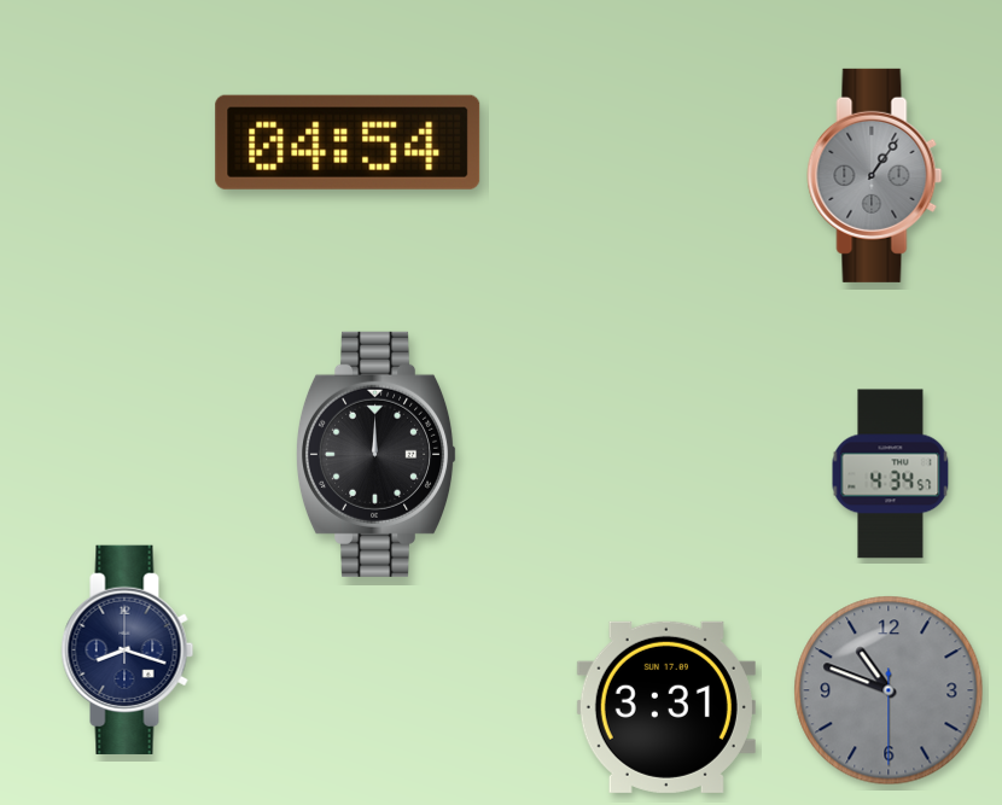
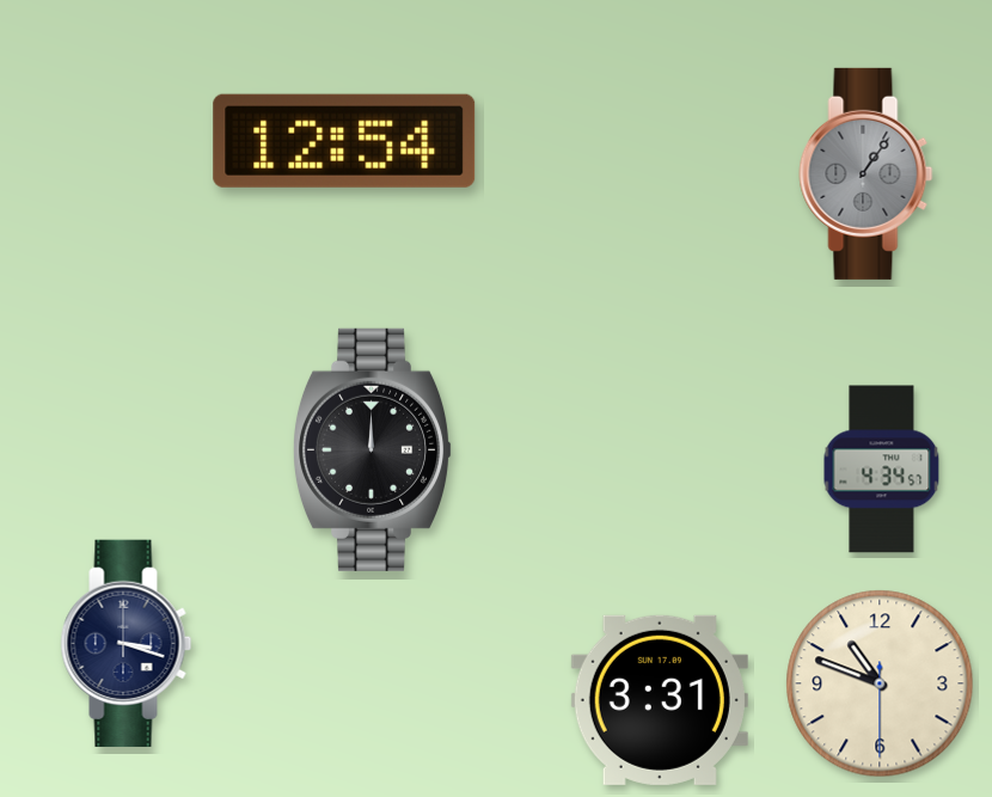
clock at (348, 142): 04:54 -> 12:54
clock at (128, 649): 8:18 -> 3:18
clock at (889, 690) dial: grey -> cream
